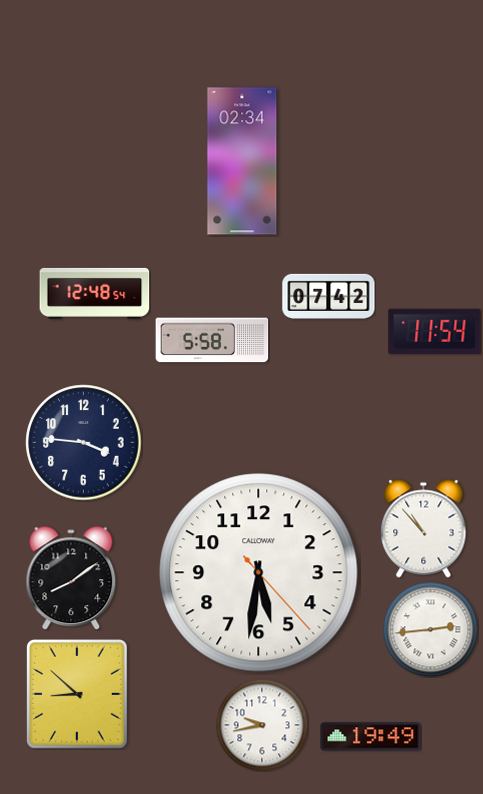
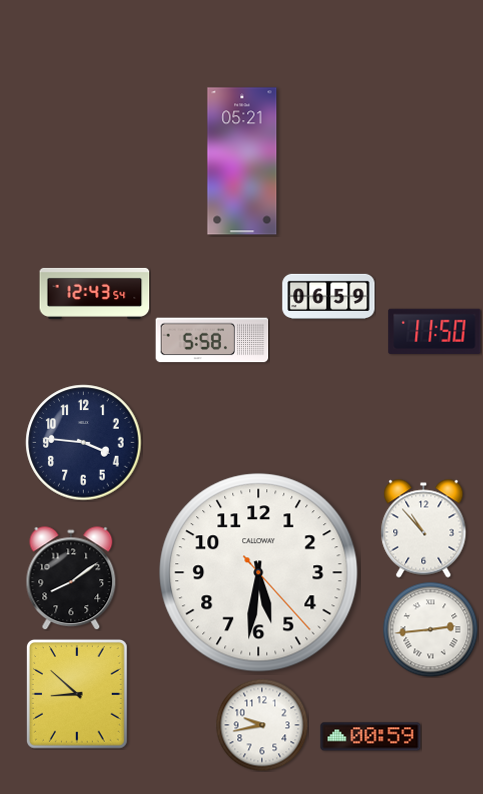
clock at (242, 161): 02:34 -> 05:21
clock at (95, 293): 12:48 -> 12:43
clock at (329, 296): 07:42 -> 06:59
clock at (435, 331): 11:54 -> 11:50
clock at (371, 737): 19:49 -> 00:59
